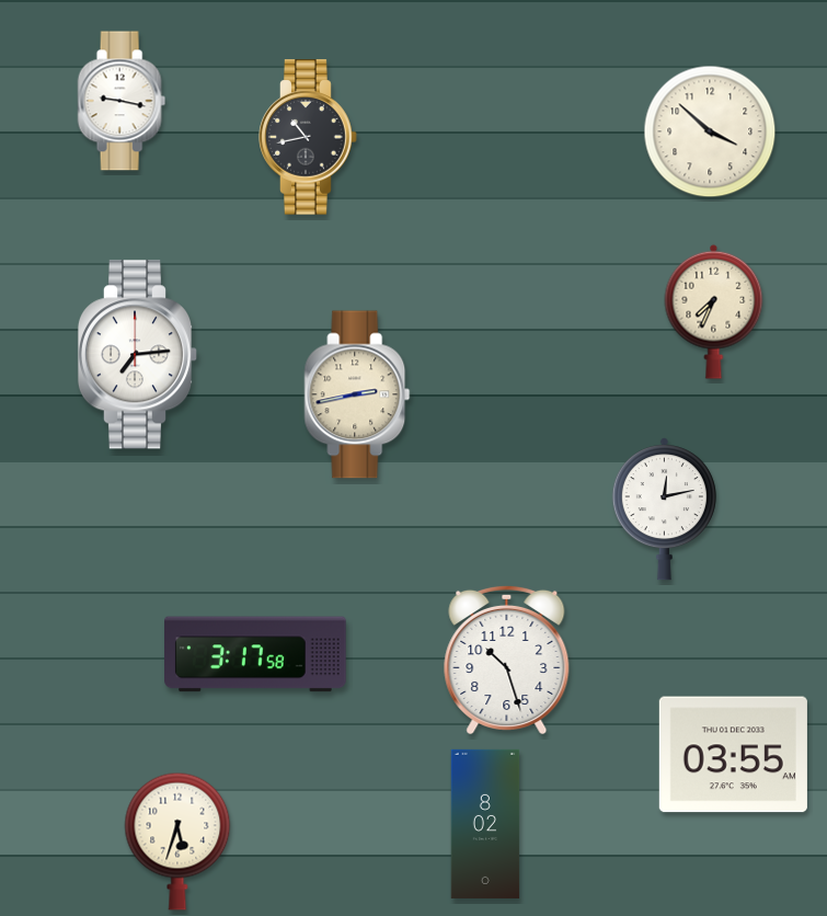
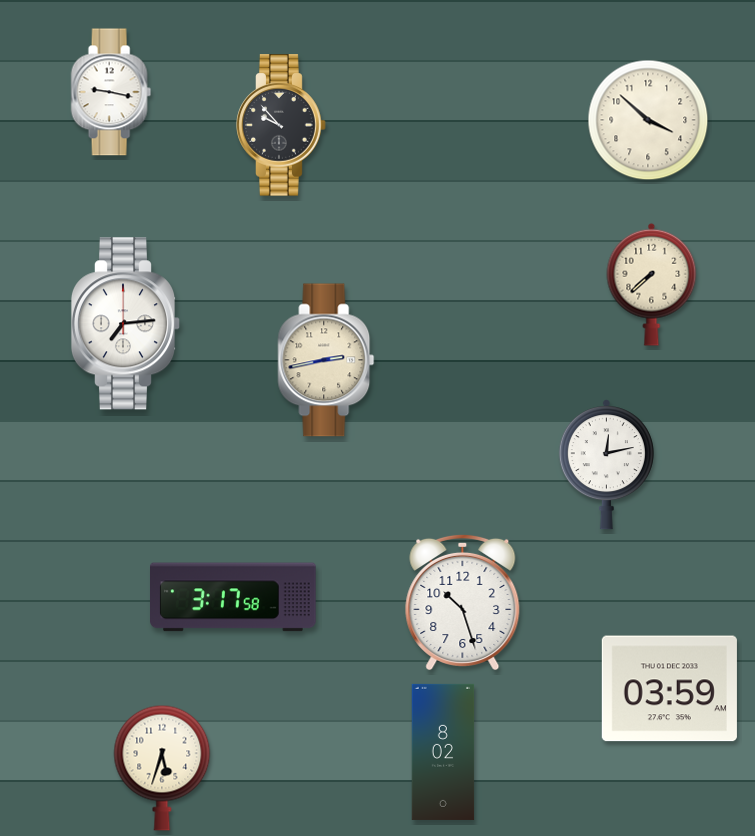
clock at (308, 137): 10:43 -> 9:53
clock at (714, 311): 7:34 -> 7:38
clock at (733, 755): 03:55 -> 03:59
